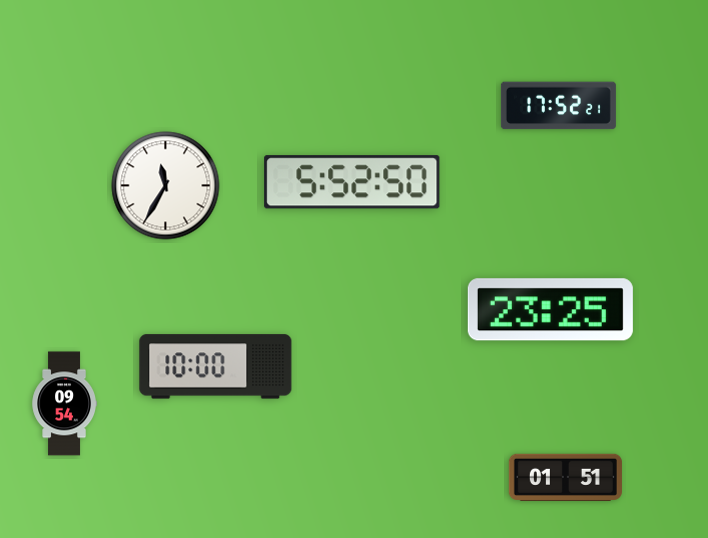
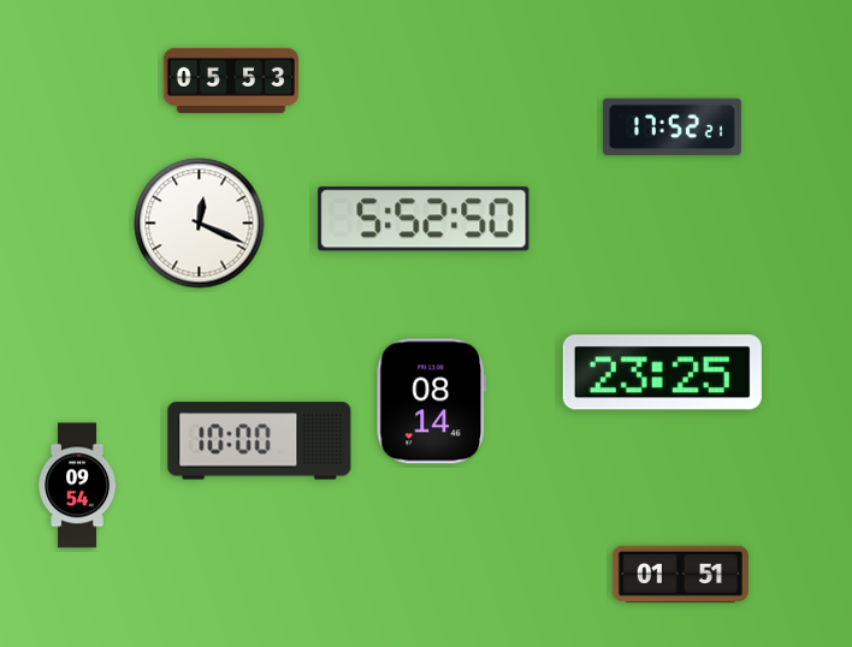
clock at (230, 81): none -> 05:53
clock at (166, 186): 11:35 -> 12:19
clock at (431, 402): none -> 08:14
